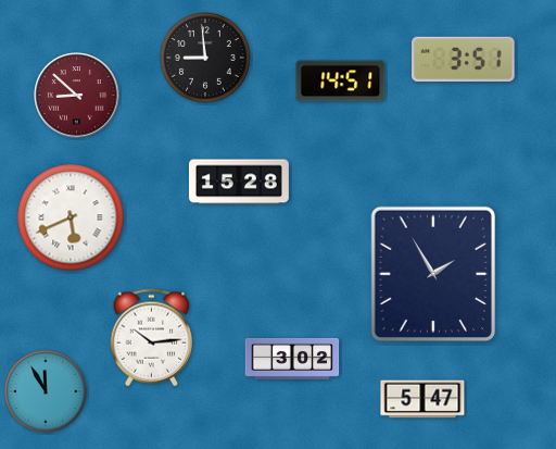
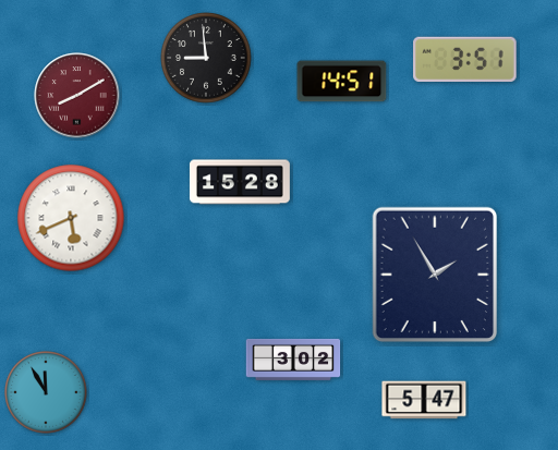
clock at (77, 96): 8:52 -> 8:10
clock at (152, 338): 10:14 -> none
